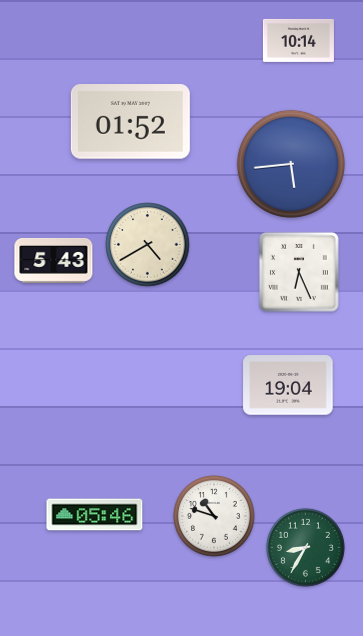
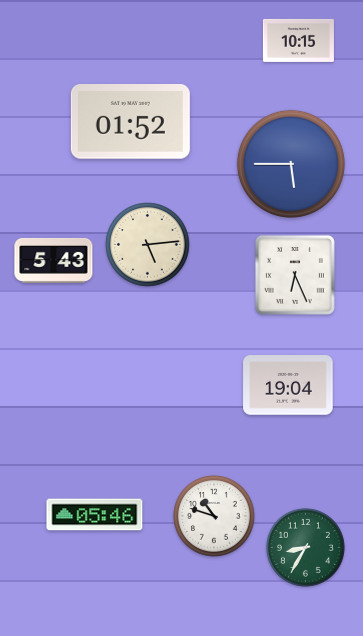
clock at (298, 40): 10:14 -> 10:15
clock at (291, 164): 5:44 -> 5:45
clock at (148, 245): 4:40 -> 5:14
clock at (299, 272) position: (299, 272) -> (295, 275)
